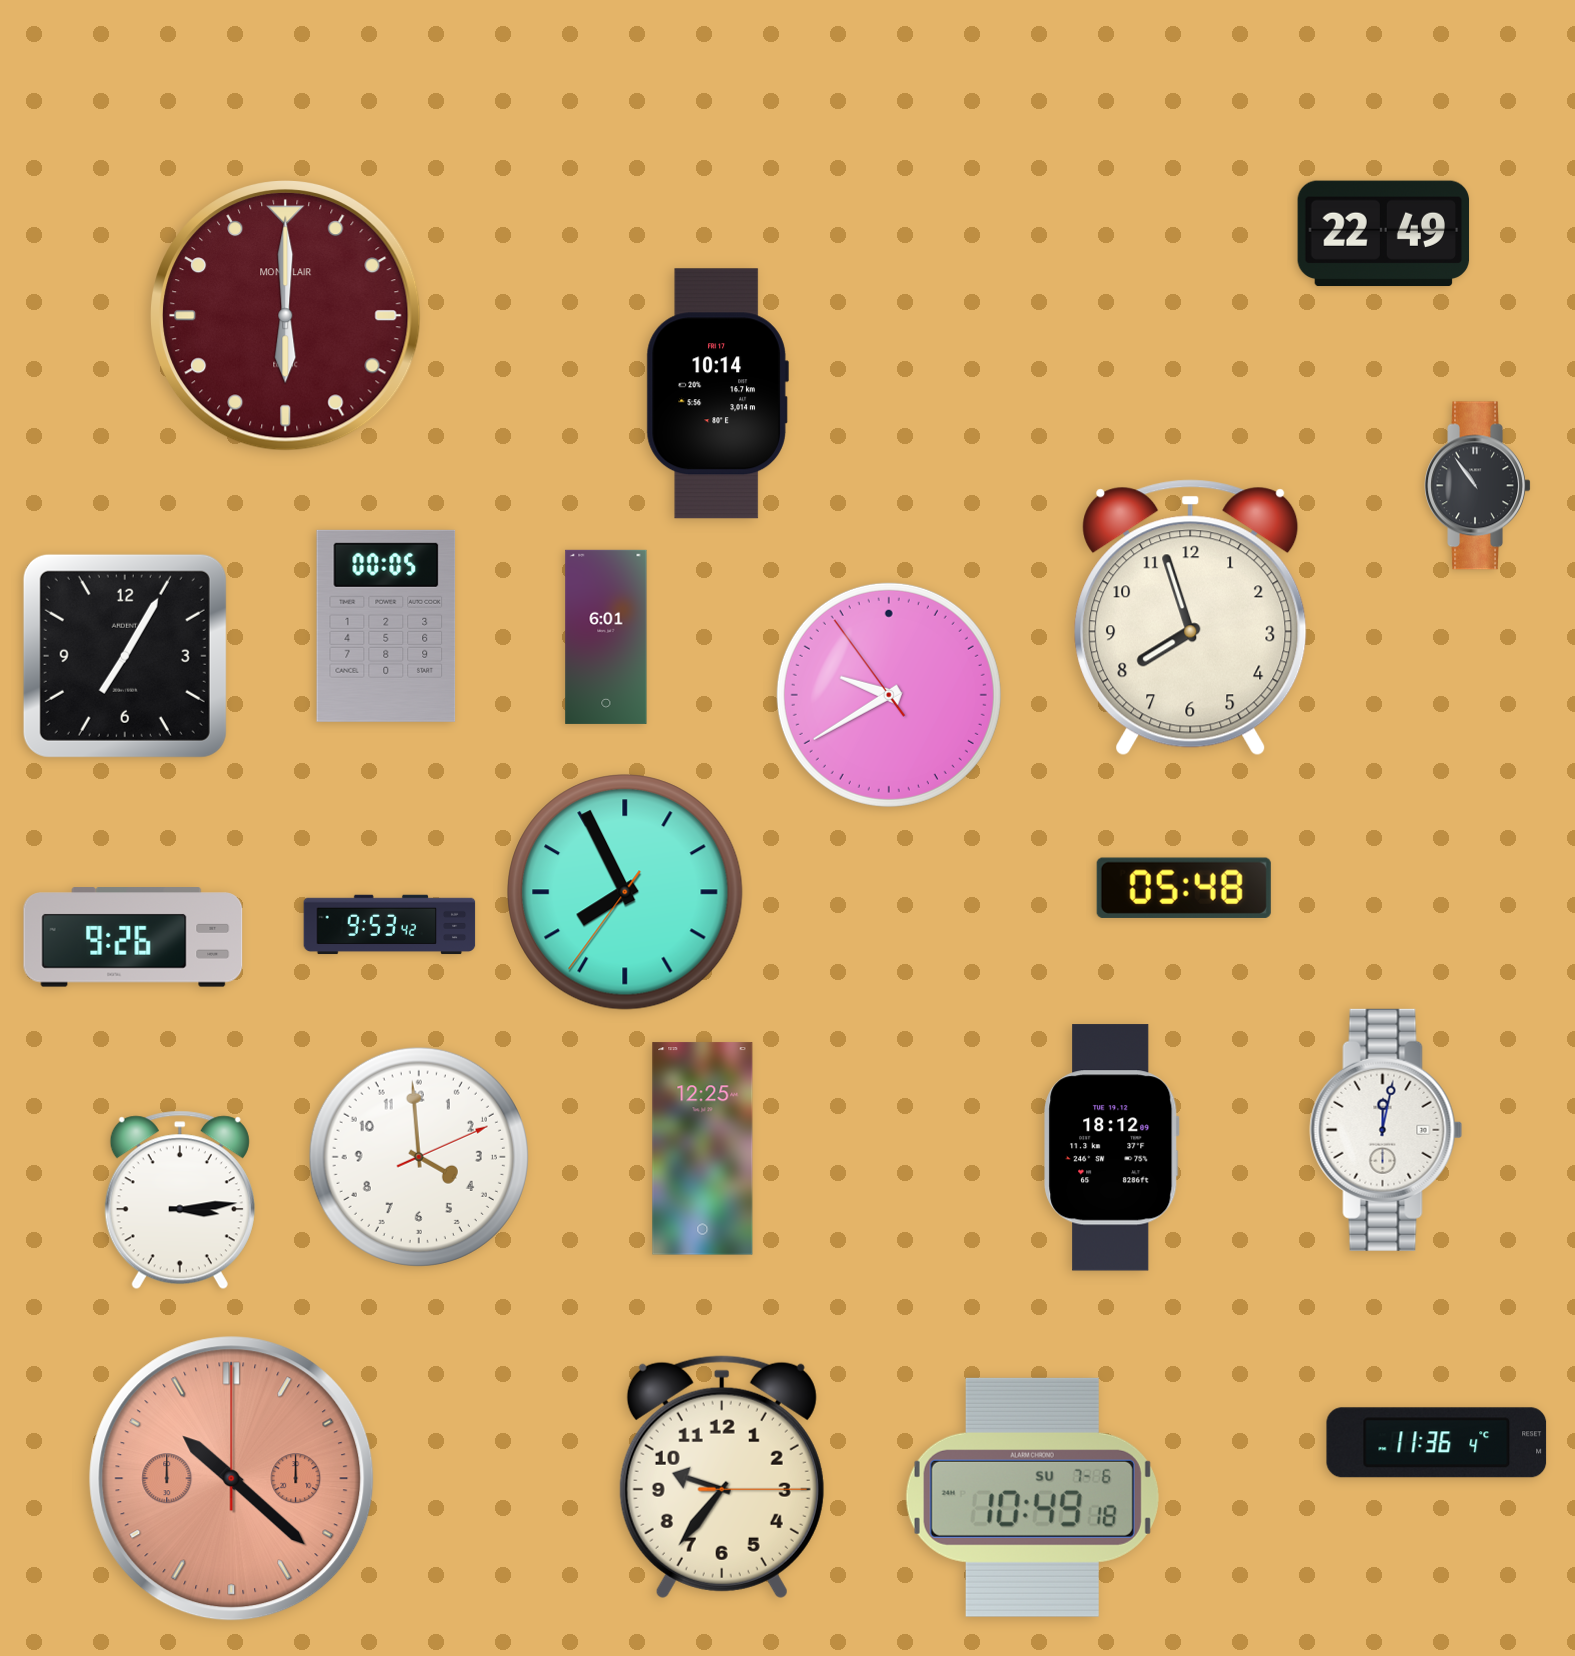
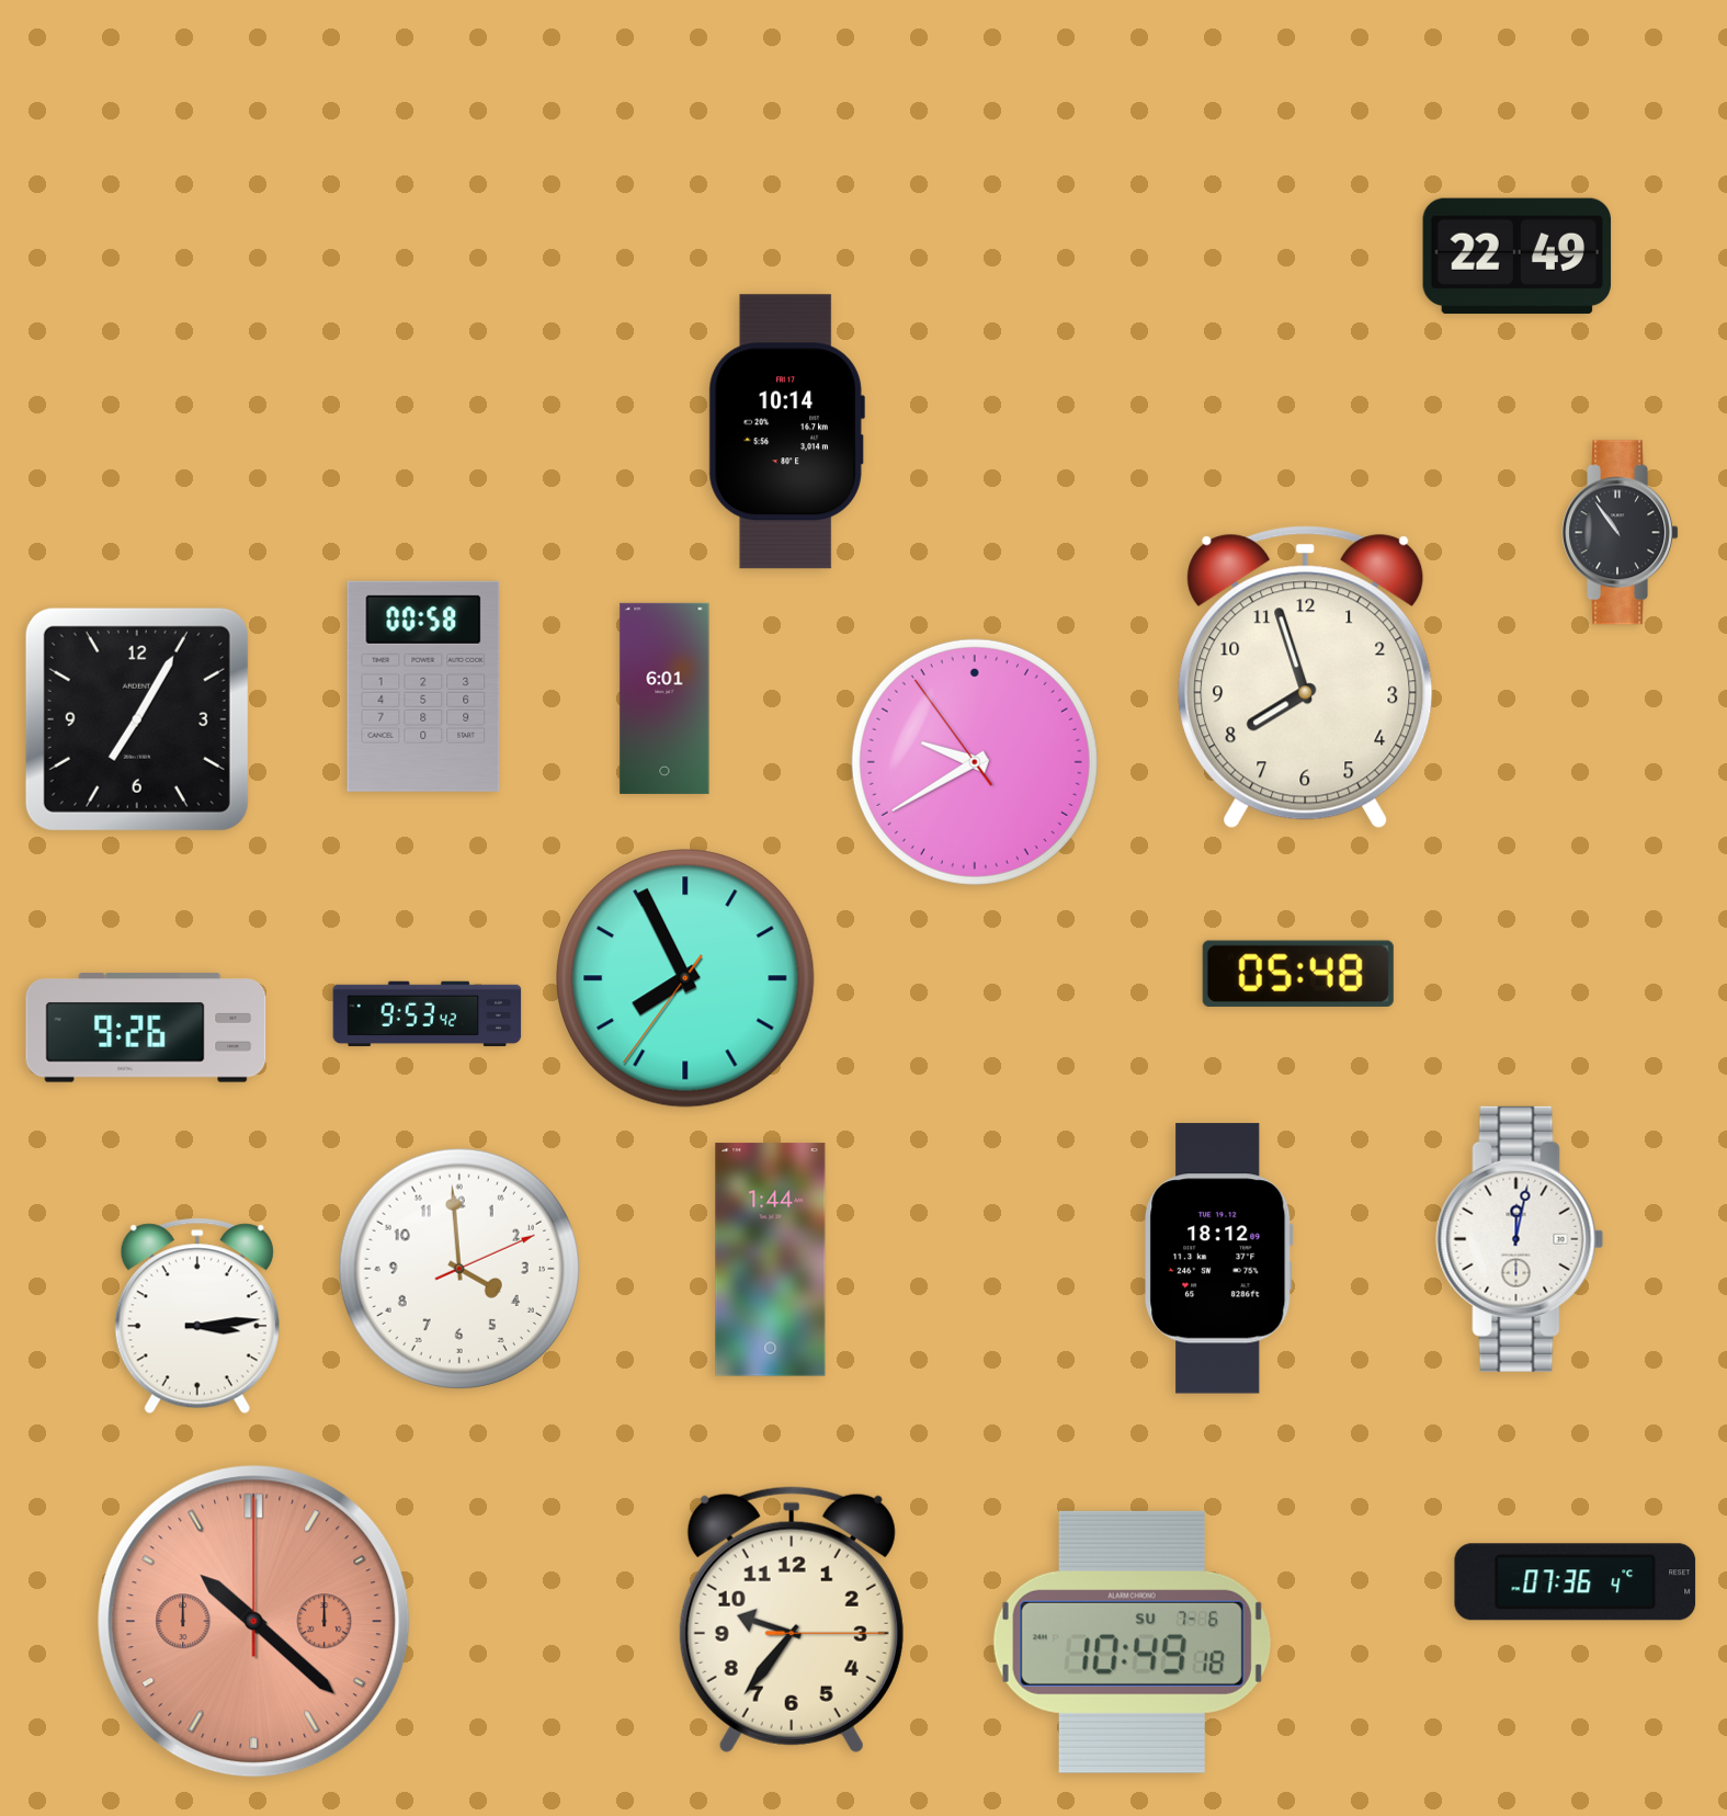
clock at (286, 316): 6:00 -> none
clock at (386, 626): 00:05 -> 00:58
clock at (703, 1149): 12:25 -> 1:44
clock at (1437, 1443): 11:36 -> 07:36
